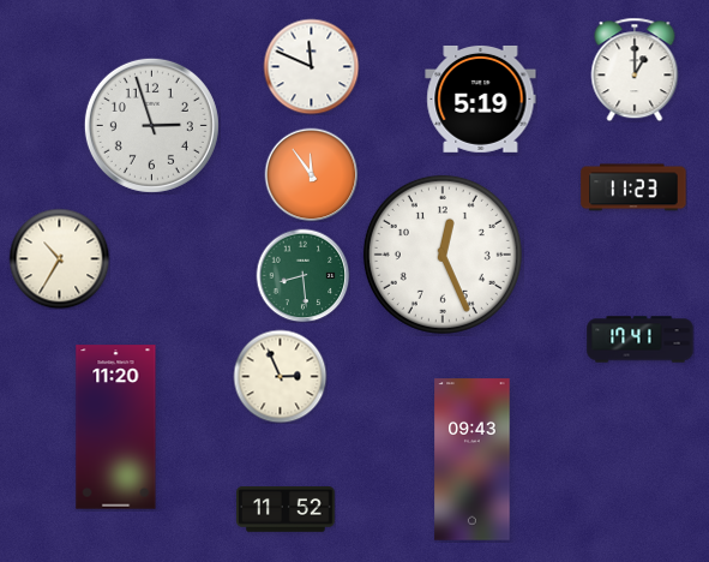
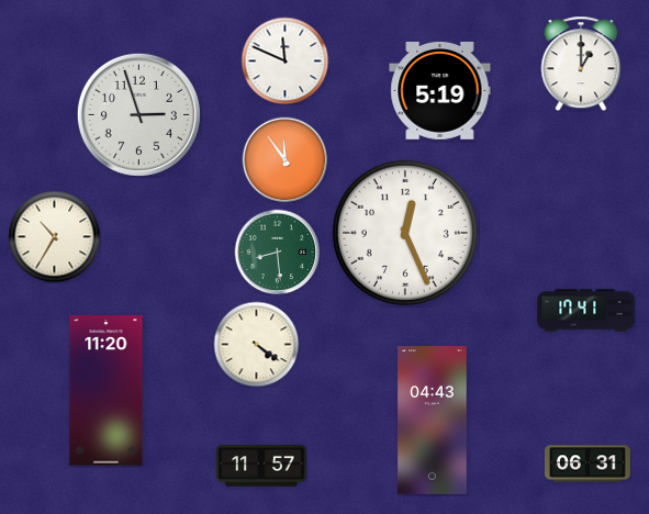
clock at (633, 187): 11:23 -> none
clock at (280, 376): 2:56 -> 4:21
clock at (473, 460): 09:43 -> 04:43
clock at (588, 463): none -> 06:31
clock at (286, 510): 11:52 -> 11:57
